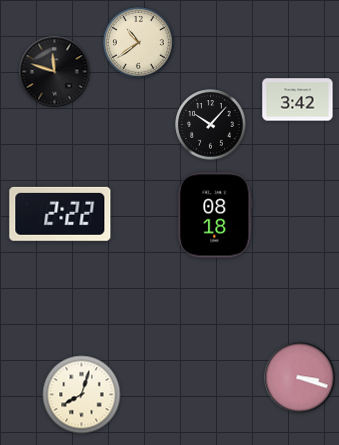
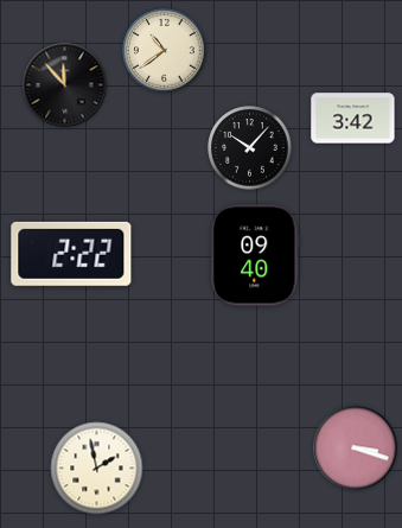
clock at (55, 72): 11:48 -> 11:53
clock at (215, 215): 08:18 -> 09:40
clock at (82, 395): 8:03 -> 1:58
